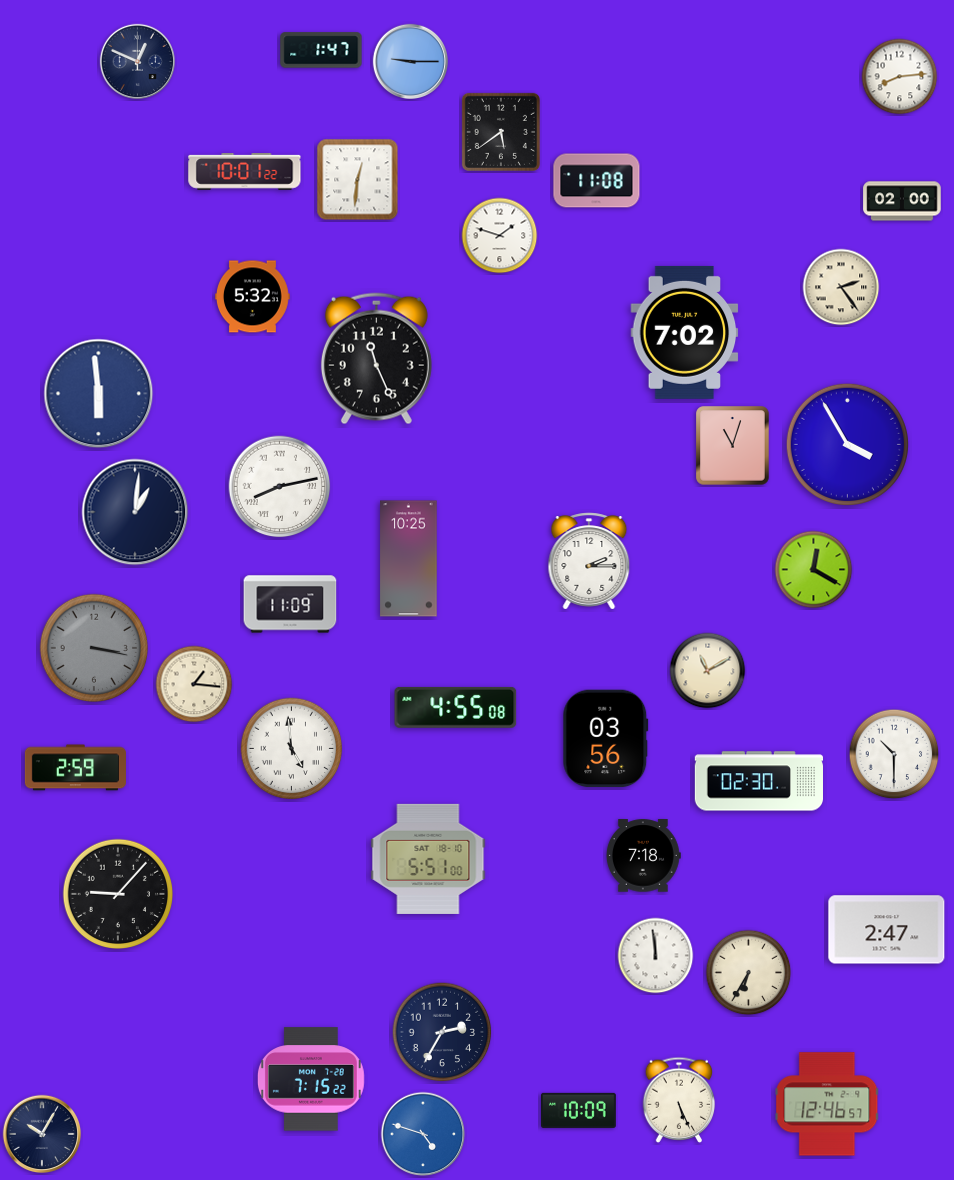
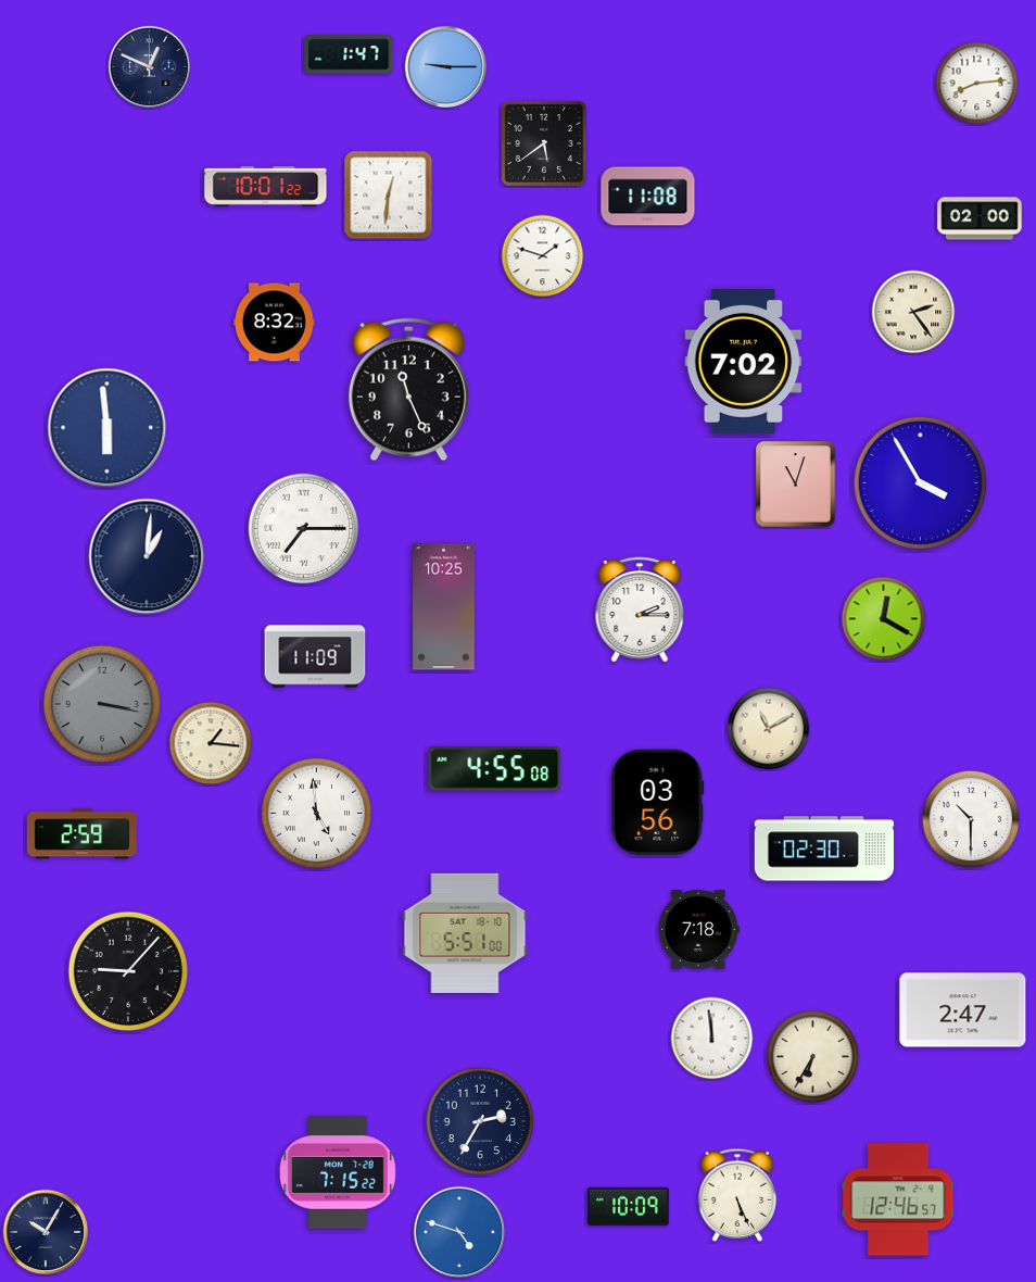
clock at (252, 297): 5:32 -> 8:32
clock at (280, 487): 8:13 -> 7:15
